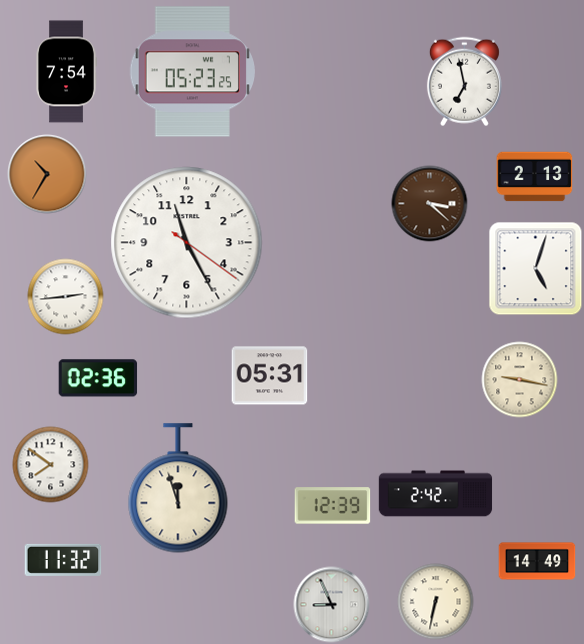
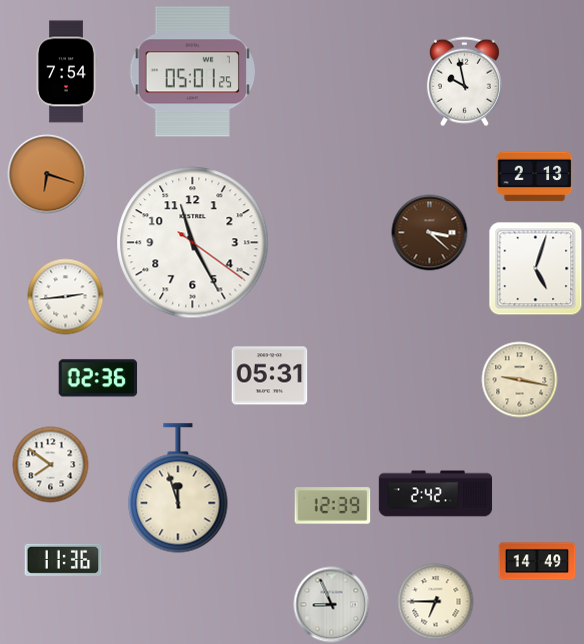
clock at (192, 72): 05:23 -> 05:01
clock at (464, 82): 6:58 -> 9:58
clock at (47, 174): 10:35 -> 6:18
clock at (430, 204) position: (430, 204) -> (430, 233)
clock at (187, 243) position: (187, 243) -> (193, 243)
clock at (63, 560): 11:32 -> 11:36
clock at (436, 602): 6:32 -> 6:45
